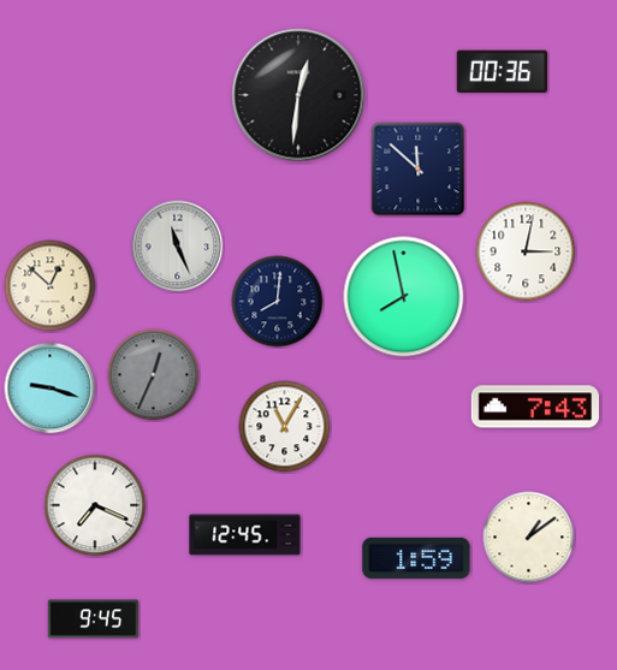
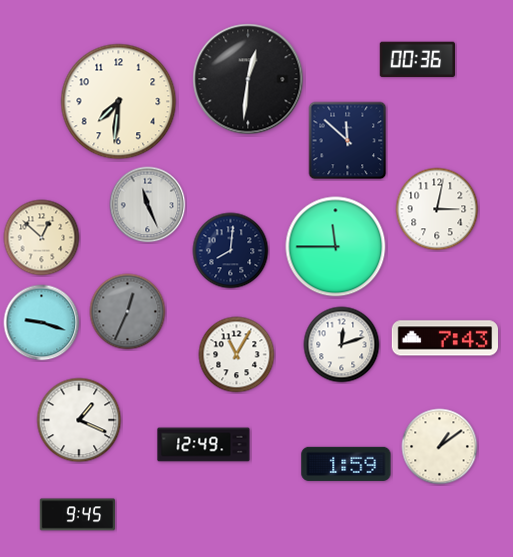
clock at (119, 102): none -> 7:31
clock at (404, 297): 7:58 -> 11:45
clock at (342, 345): none -> 12:12
clock at (95, 505): 7:19 -> 1:19
clock at (245, 535): 12:45 -> 12:49
